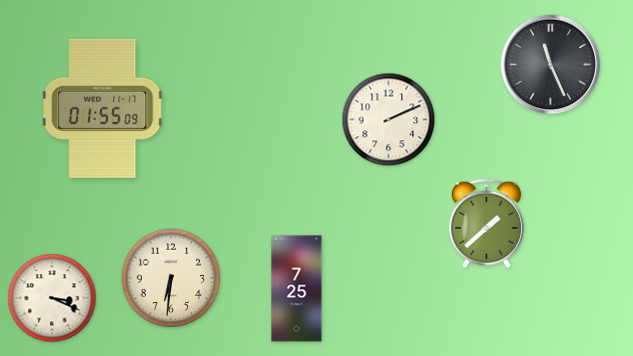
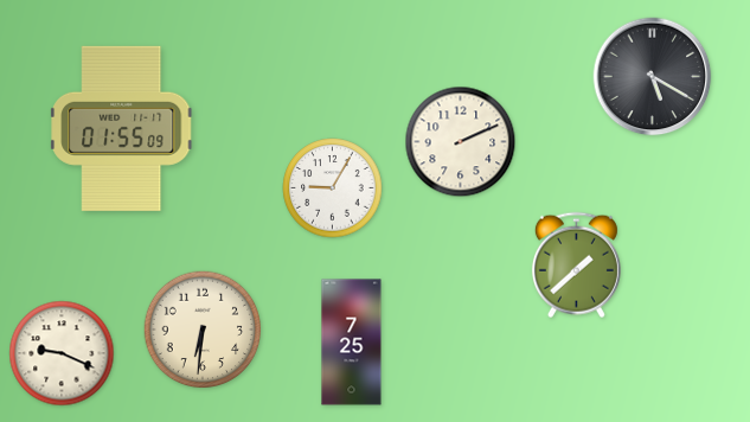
clock at (551, 65): 11:26 -> 5:20
clock at (333, 188): none -> 9:05
clock at (52, 298): 3:19 -> 9:19
